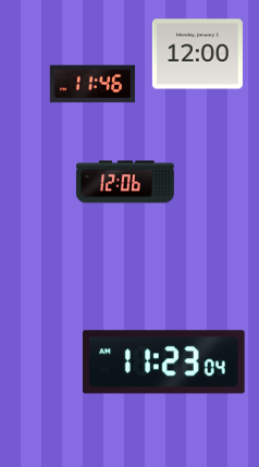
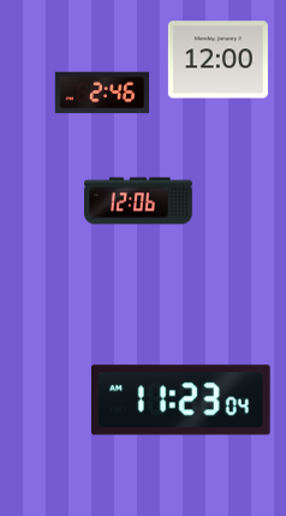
clock at (92, 84): 11:46 -> 2:46
